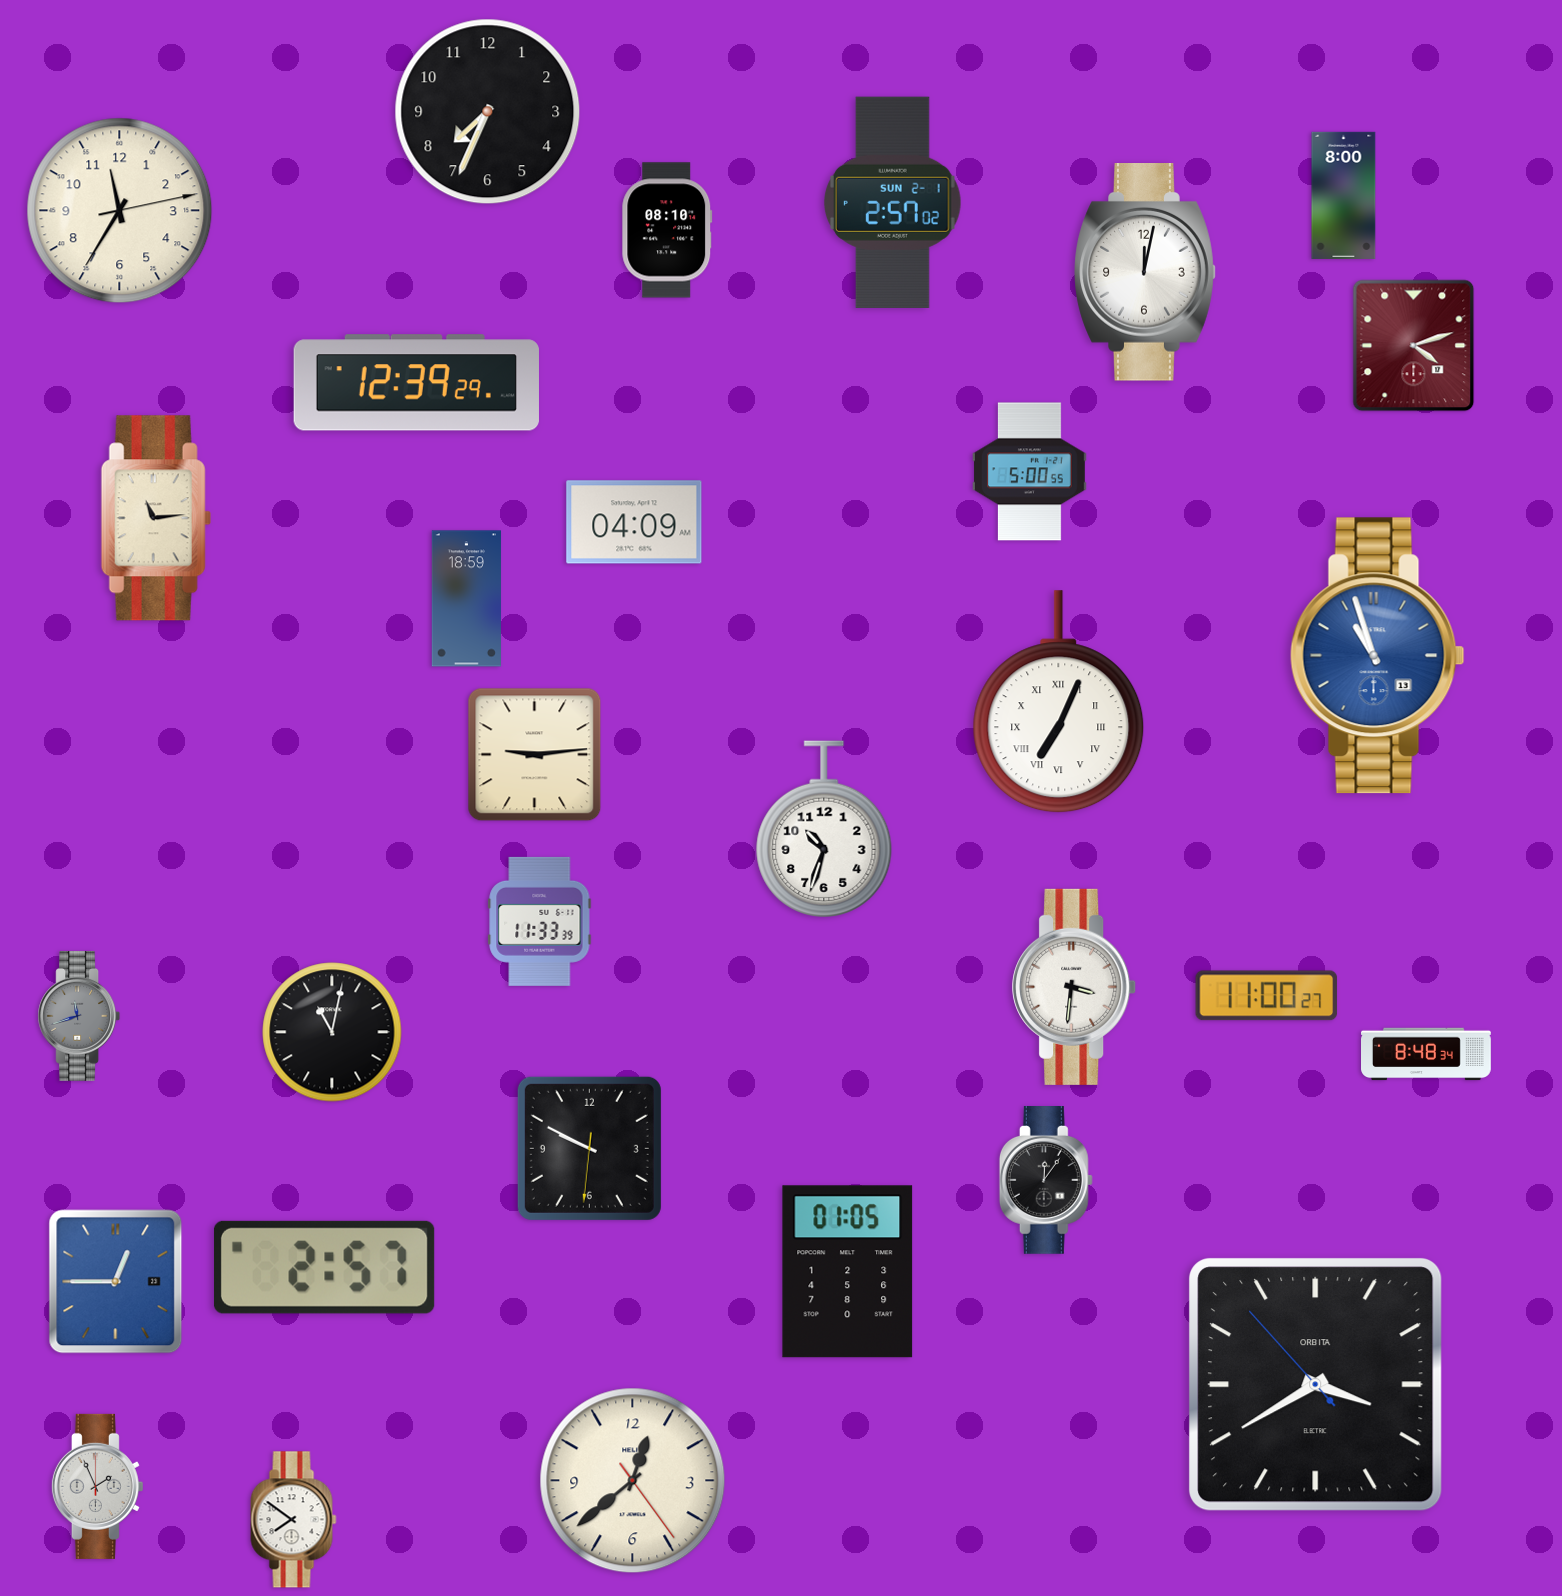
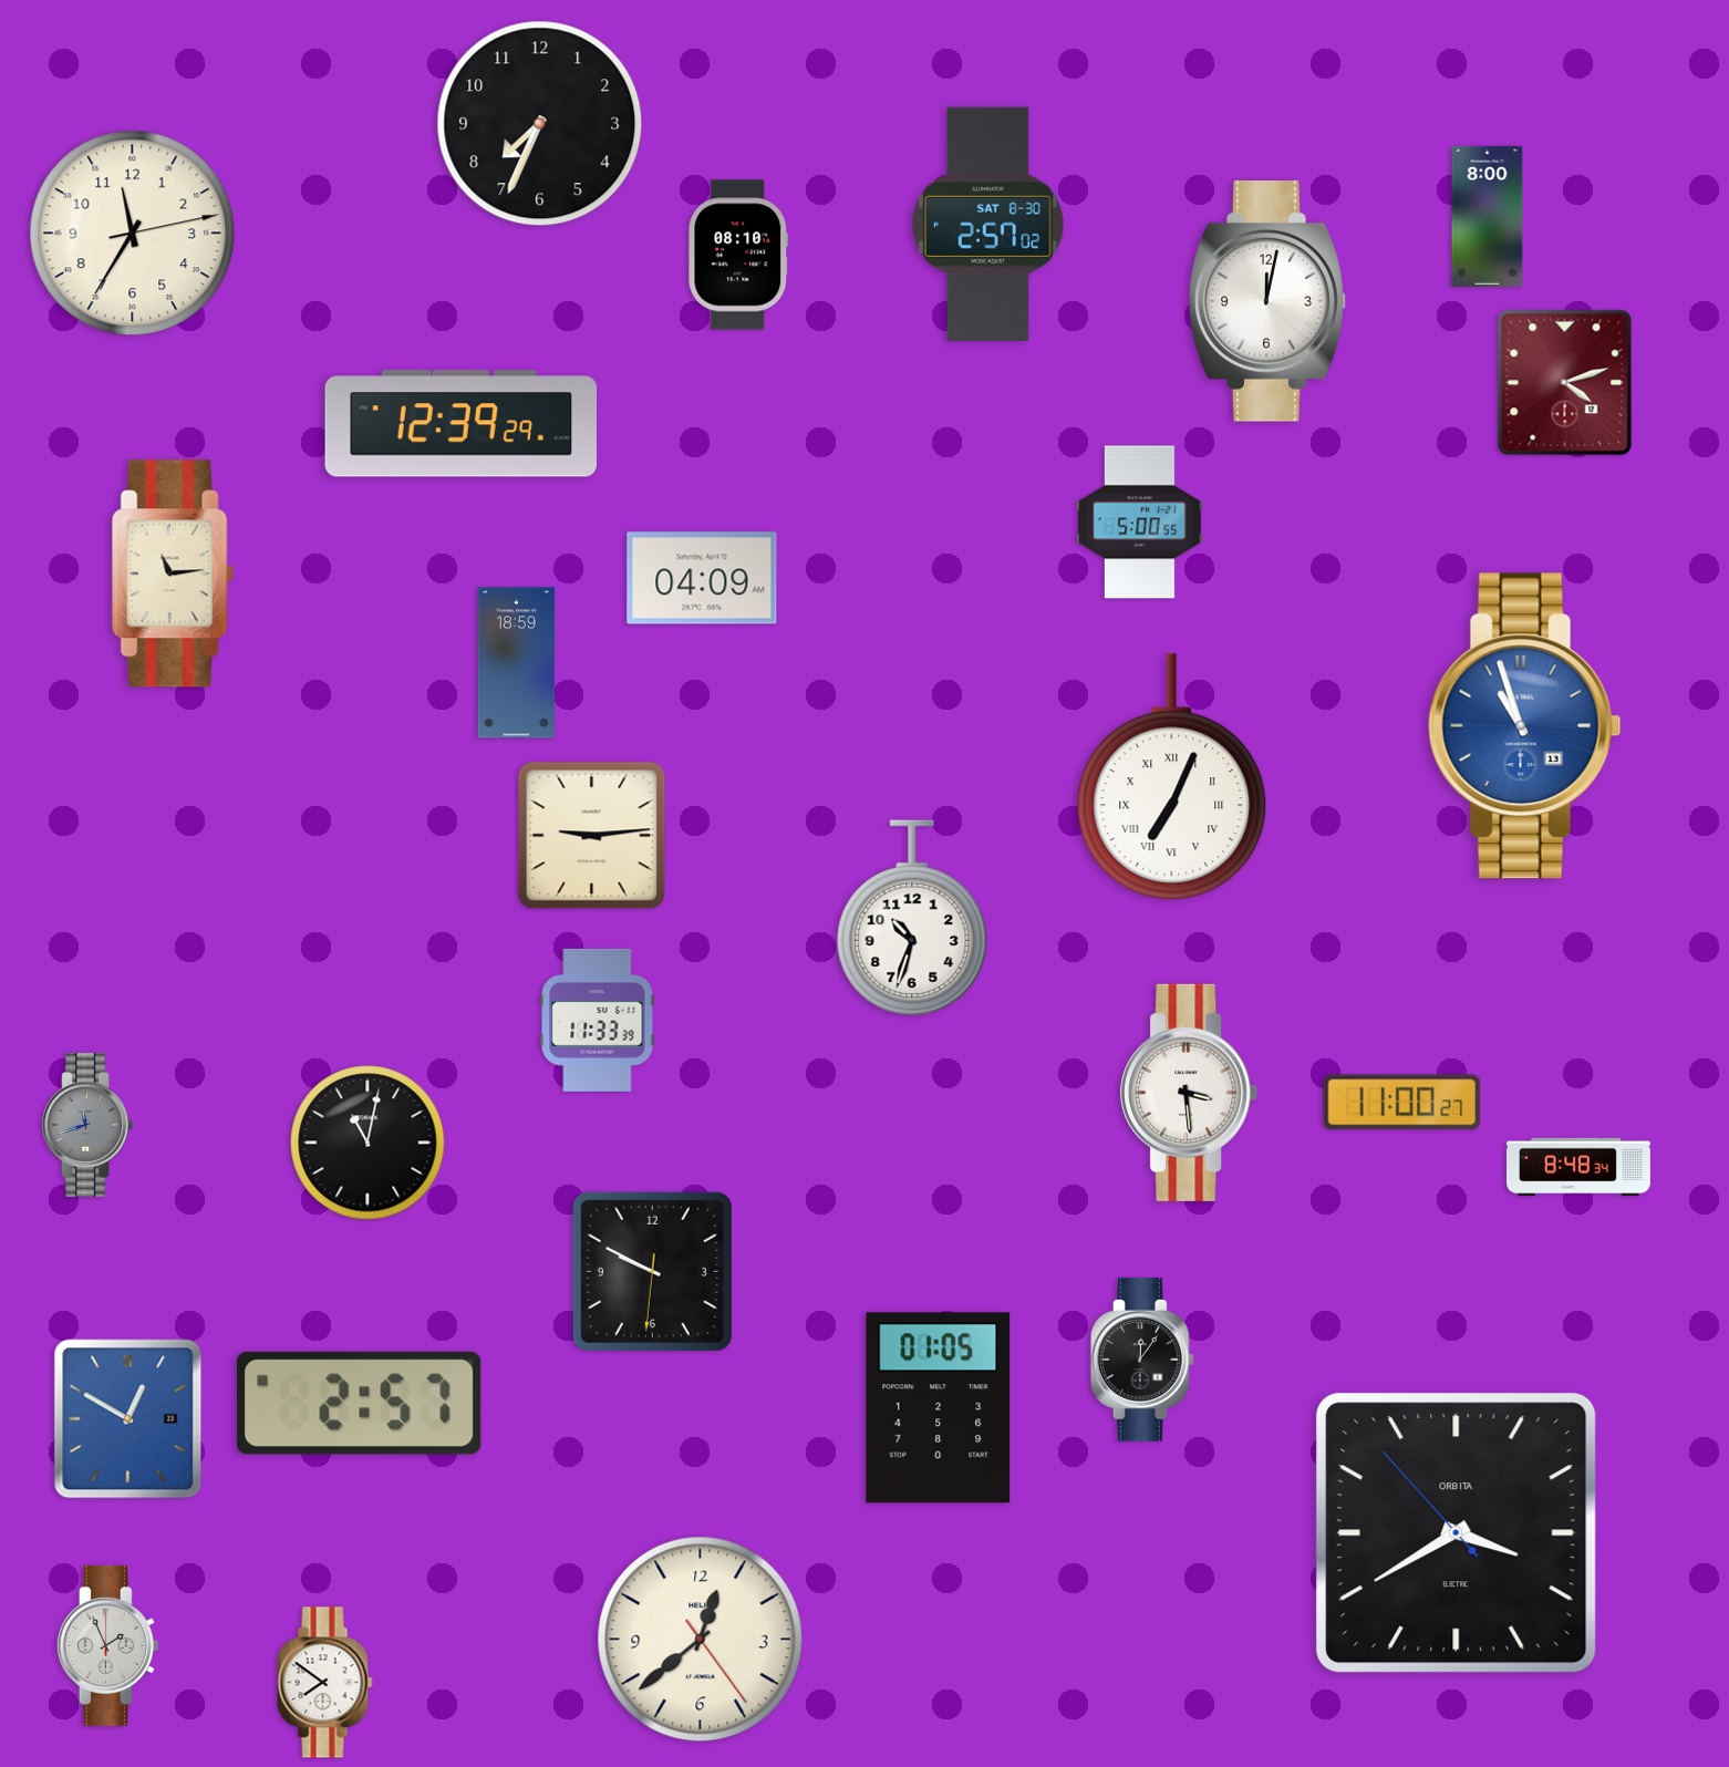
clock at (892, 202) date: SUN 2-1 -> SAT 8-30
clock at (1075, 987): 3:31 -> 3:29
clock at (1046, 1181) position: (1046, 1181) -> (1142, 1361)
clock at (116, 1282): 12:45 -> 12:50
